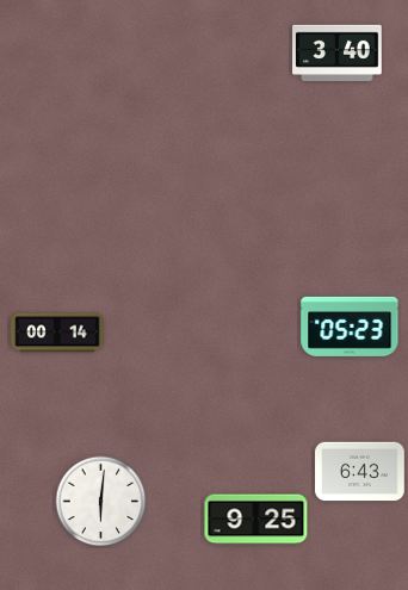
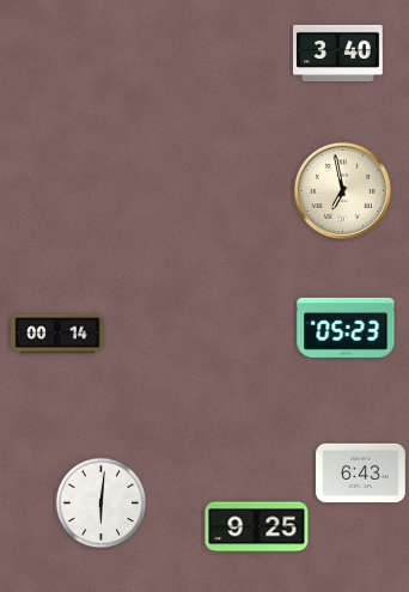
clock at (342, 190): none -> 6:58
clock at (350, 327) position: (350, 327) -> (346, 328)
clock at (256, 520) position: (256, 520) -> (257, 527)
